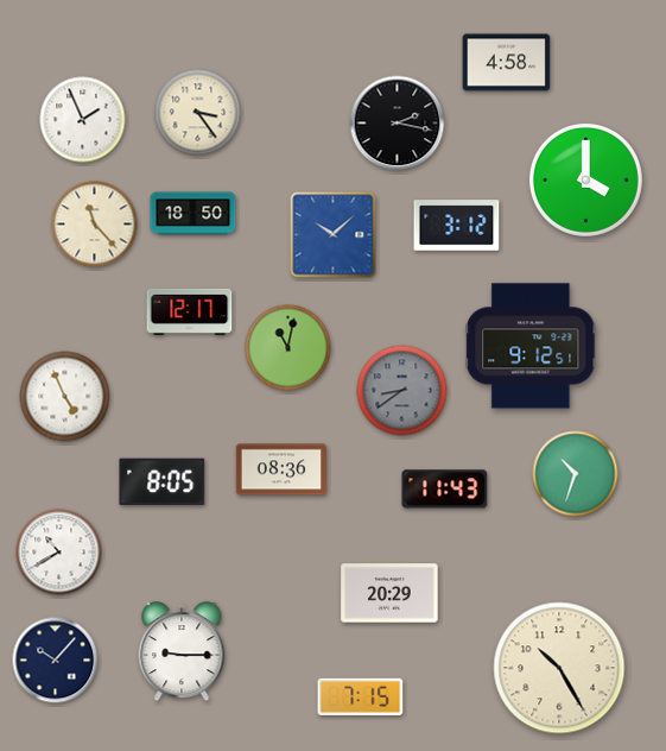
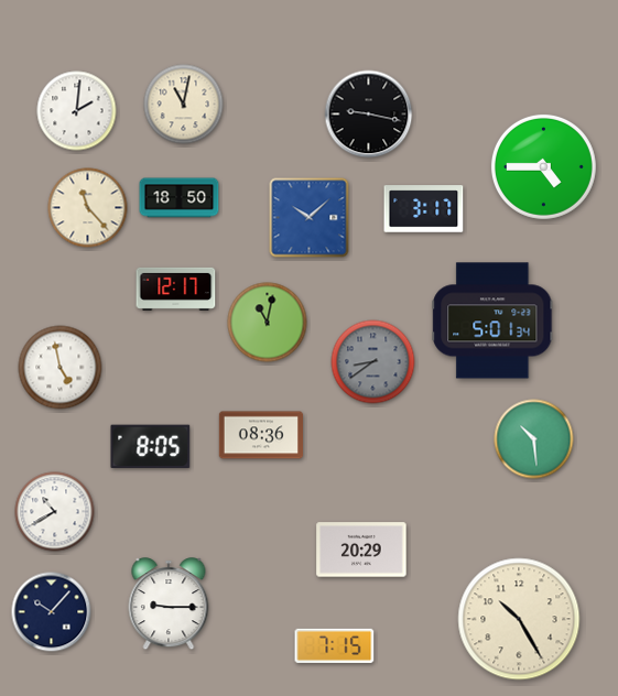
clock at (507, 63): 4:58 -> none
clock at (198, 113): 3:24 -> 11:02
clock at (83, 120): 1:56 -> 2:01
clock at (398, 124): 2:17 -> 9:17
clock at (585, 179): 4:00 -> 4:45
clock at (457, 226): 3:12 -> 3:17
clock at (531, 346): 9:12 -> 5:01
clock at (65, 397): 4:56 -> 4:58
clock at (576, 474): 10:33 -> 10:29
clock at (445, 490): 11:43 -> none
